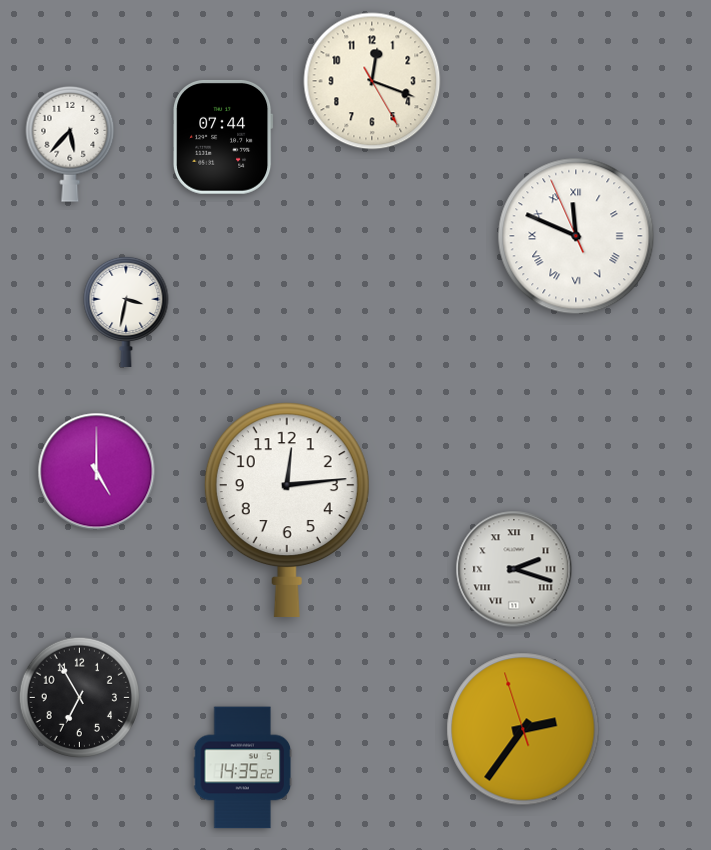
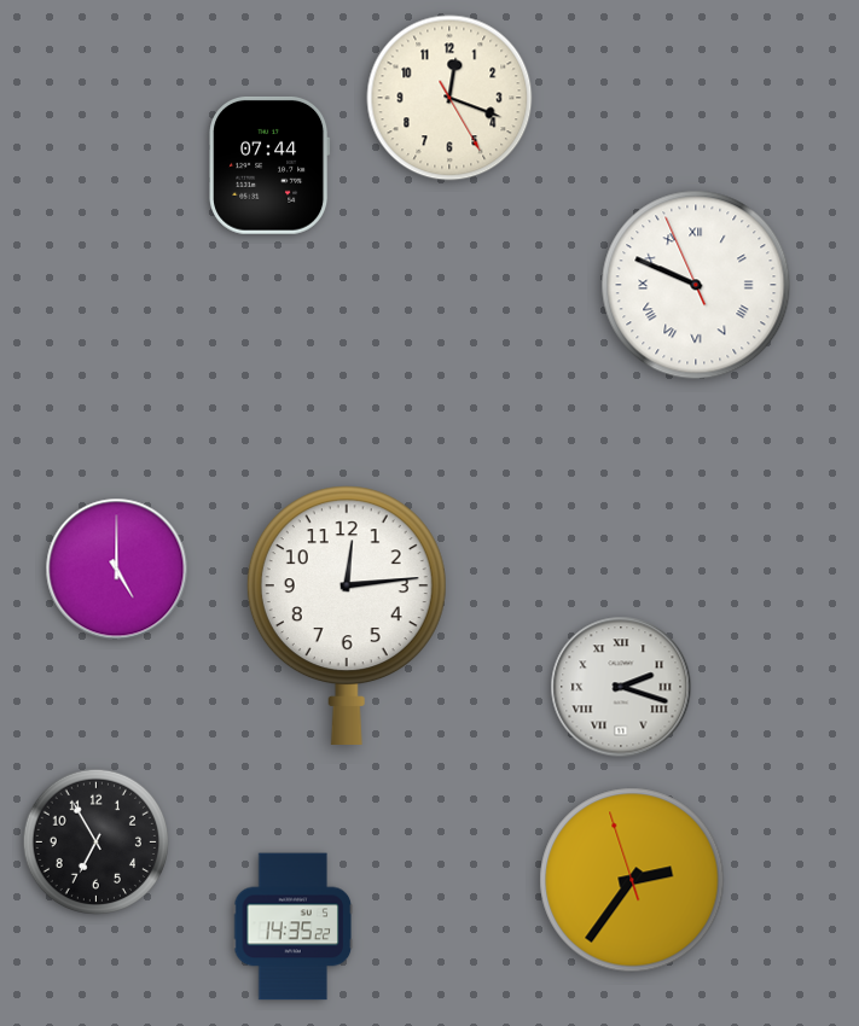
clock at (70, 144): 5:37 -> none
clock at (576, 236): 11:48 -> 9:48
clock at (126, 311): 3:32 -> none
